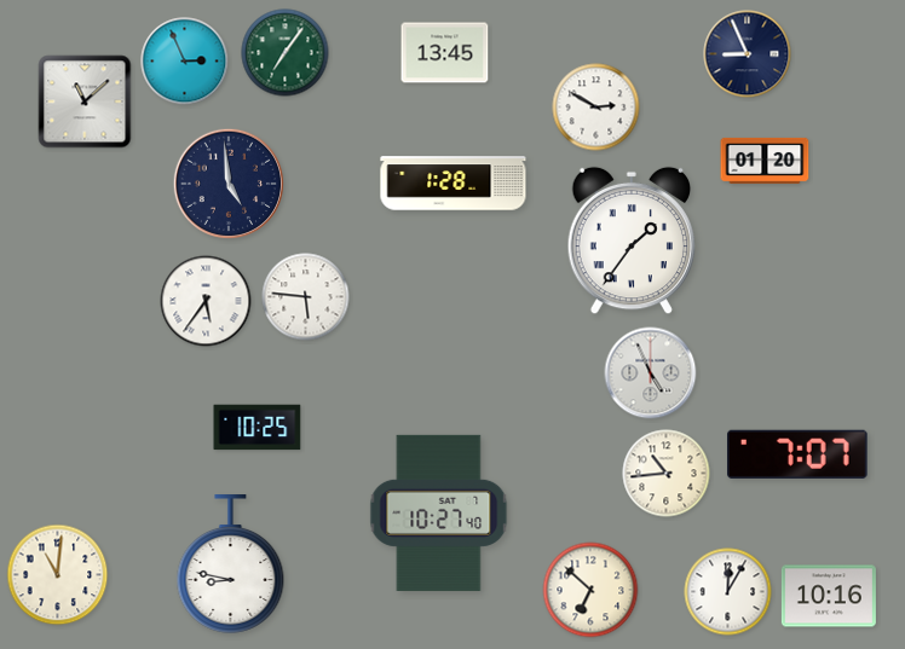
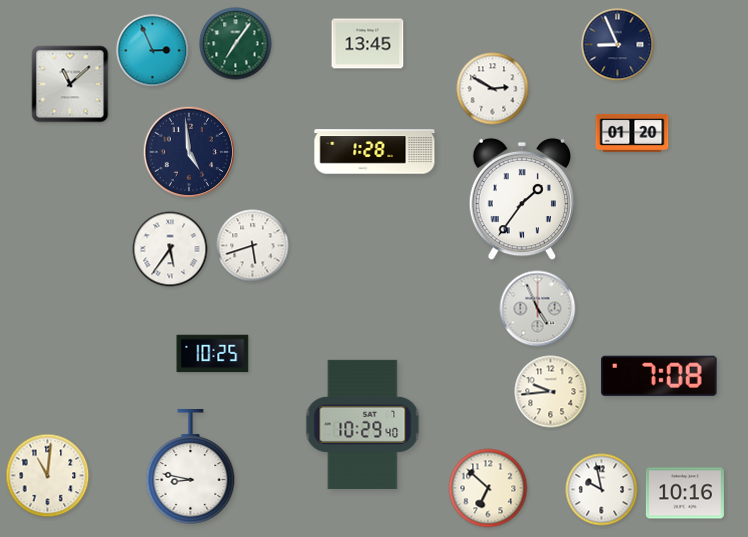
clock at (306, 297): 5:46 -> 5:42
clock at (799, 454): 7:07 -> 7:08
clock at (667, 474): 10:44 -> 9:44
clock at (439, 512): 10:27 -> 10:29
clock at (728, 592): 12:05 -> 9:58
